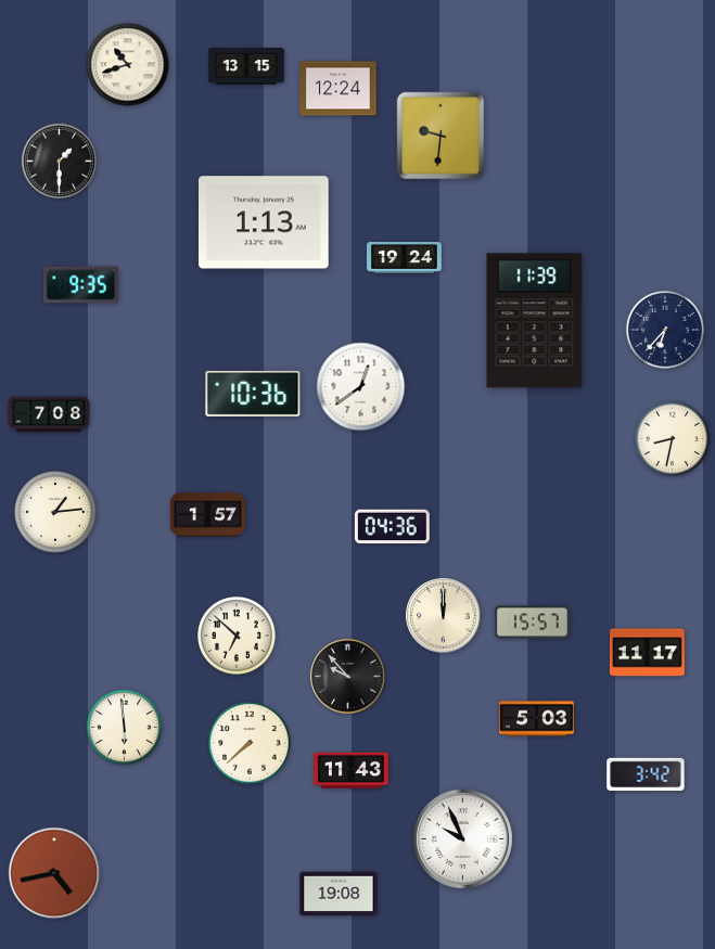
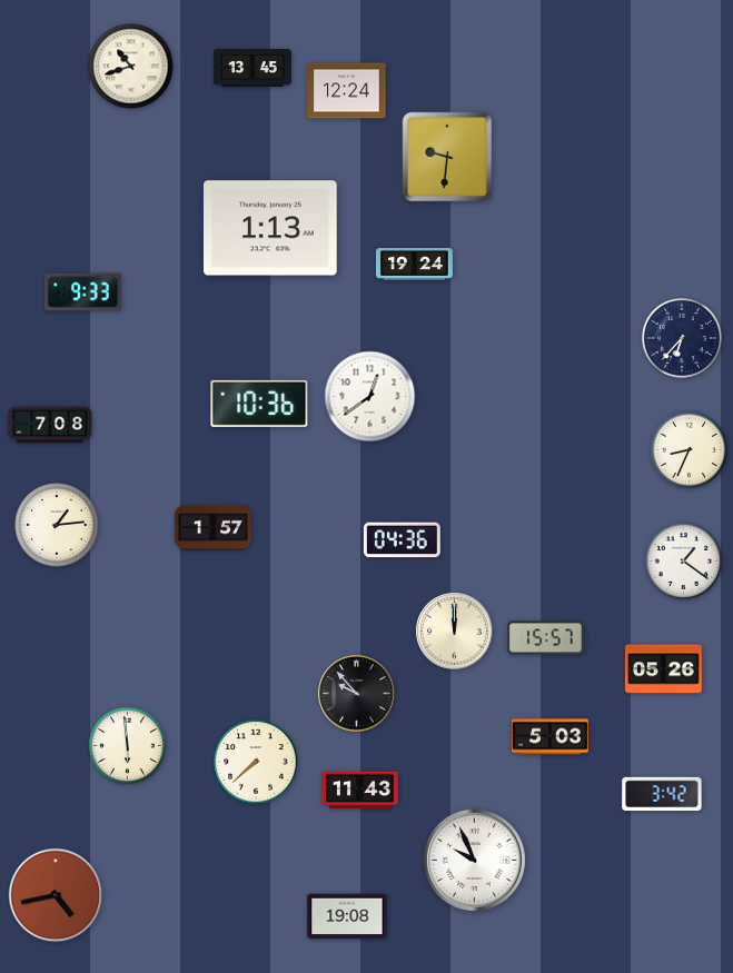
clock at (246, 66): 13:15 -> 13:45
clock at (441, 136) position: (441, 136) -> (447, 157)
clock at (59, 161): 1:30 -> none
clock at (80, 285): 9:35 -> 9:33
clock at (535, 321): 11:39 -> none
clock at (672, 438): 8:32 -> 8:34
clock at (683, 560): none -> 1:21
clock at (237, 636): 6:52 -> none
clock at (647, 653): 11:17 -> 05:26
